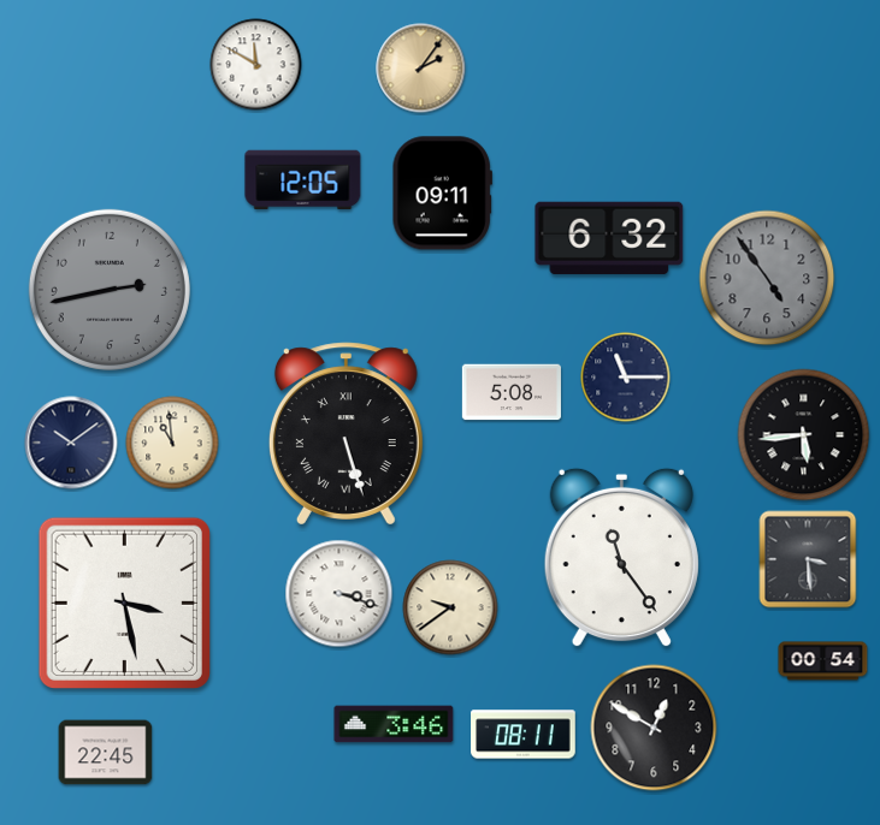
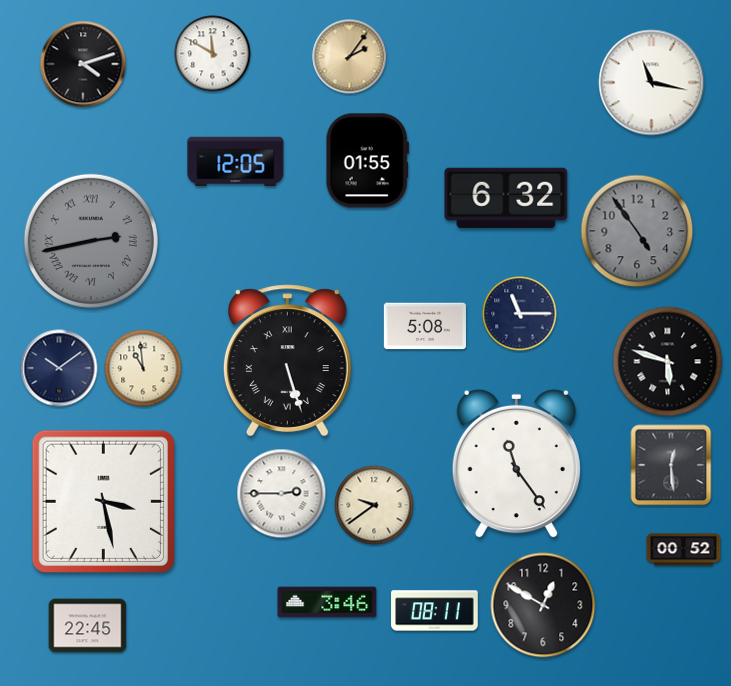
clock at (83, 64): none -> 4:12
clock at (652, 83): none -> 11:17
clock at (303, 179) position: (303, 179) -> (236, 161)
clock at (442, 194): 09:11 -> 01:55
clock at (110, 290) numerals: Arabic -> Roman
clock at (804, 435): 5:44 -> 5:48
clock at (808, 559): 3:29 -> 12:29
clock at (339, 594): 3:18 -> 2:45
clock at (823, 661): 00:54 -> 00:52
